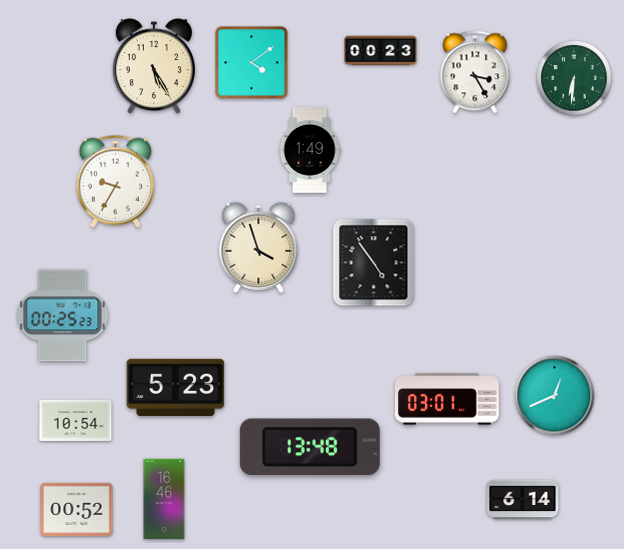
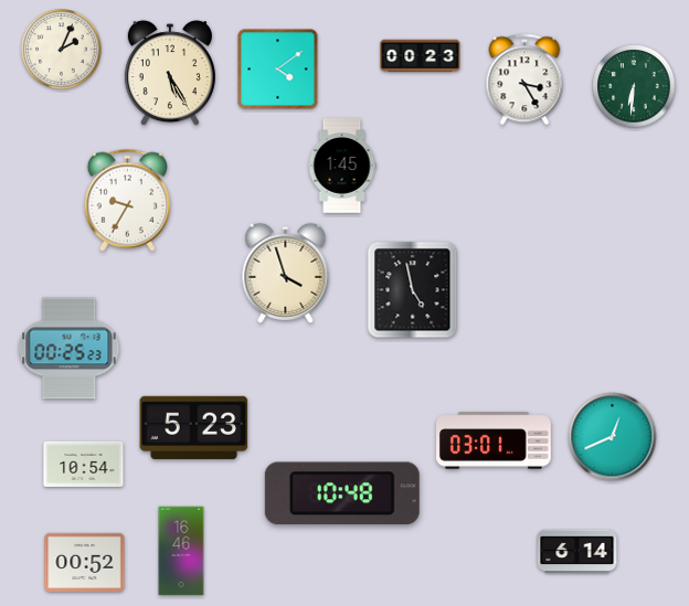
clock at (62, 50): none -> 2:04
clock at (310, 150): 1:49 -> 1:45
clock at (374, 263): 4:54 -> 4:58
clock at (310, 447): 13:48 -> 10:48
